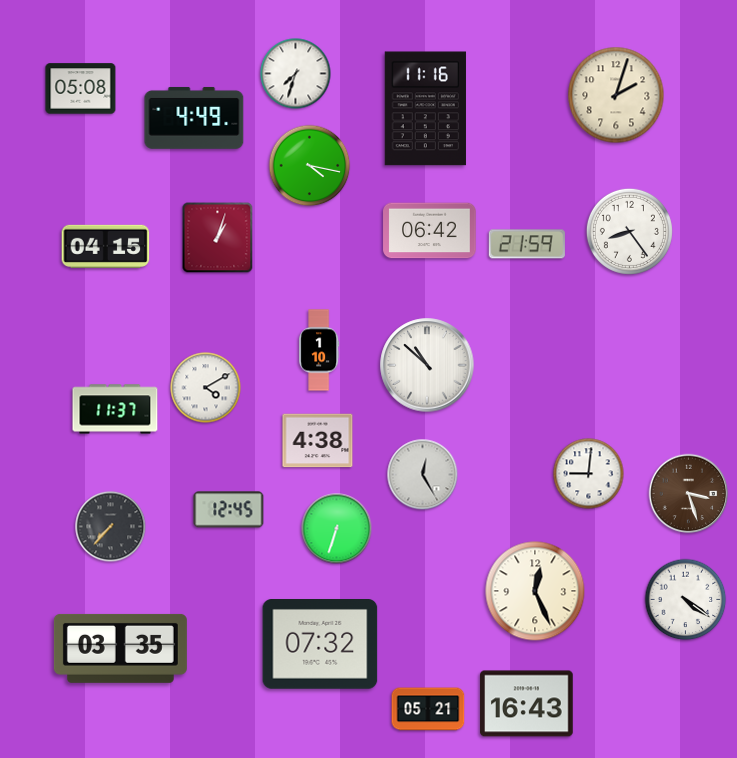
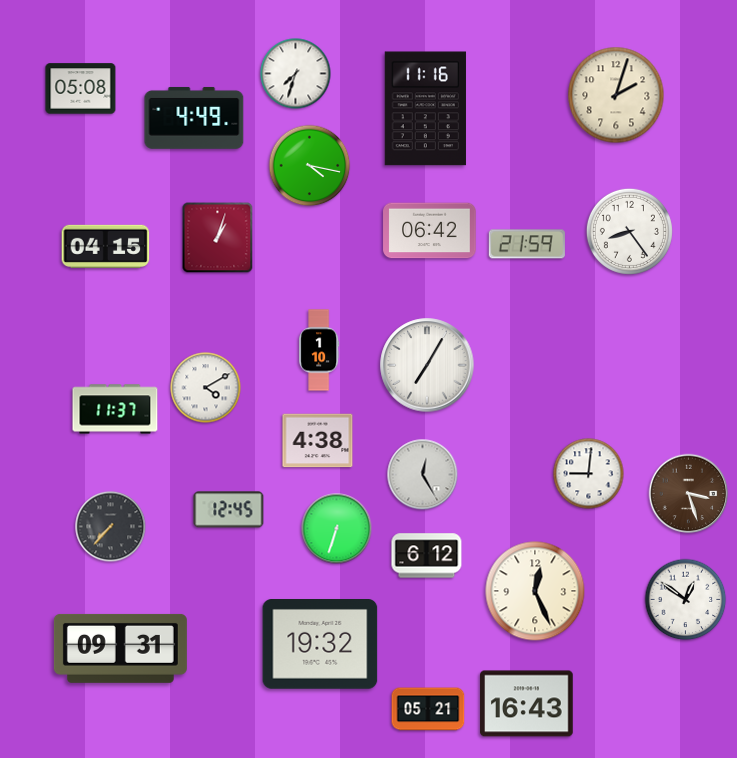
clock at (427, 365): 10:52 -> 7:05
clock at (427, 556): none -> 6:12
clock at (686, 600): 4:21 -> 12:51
clock at (320, 645): 07:32 -> 19:32
clock at (120, 648): 03:35 -> 09:31
